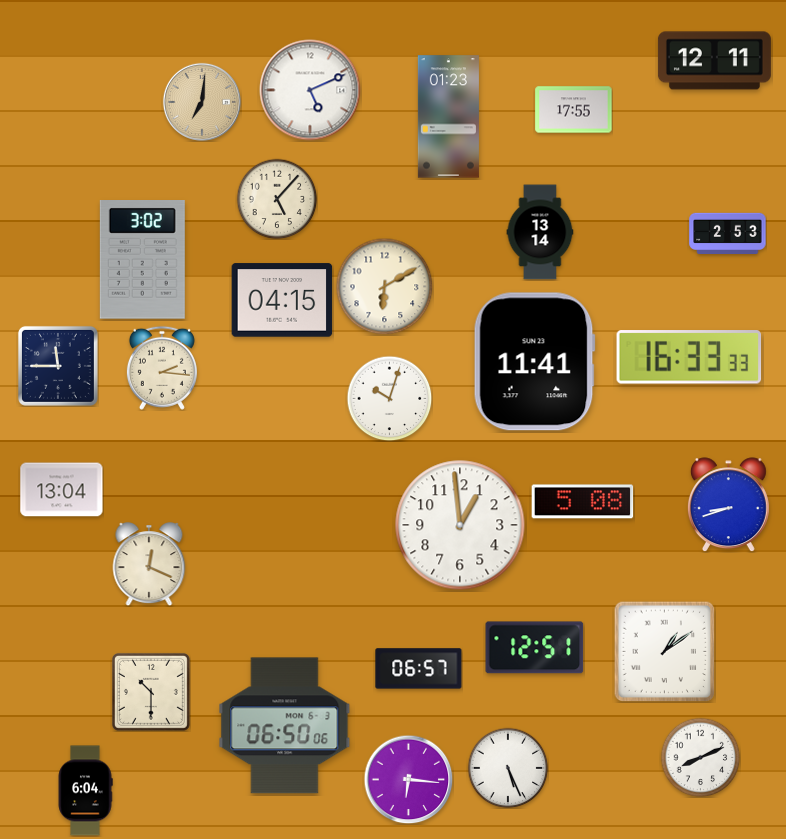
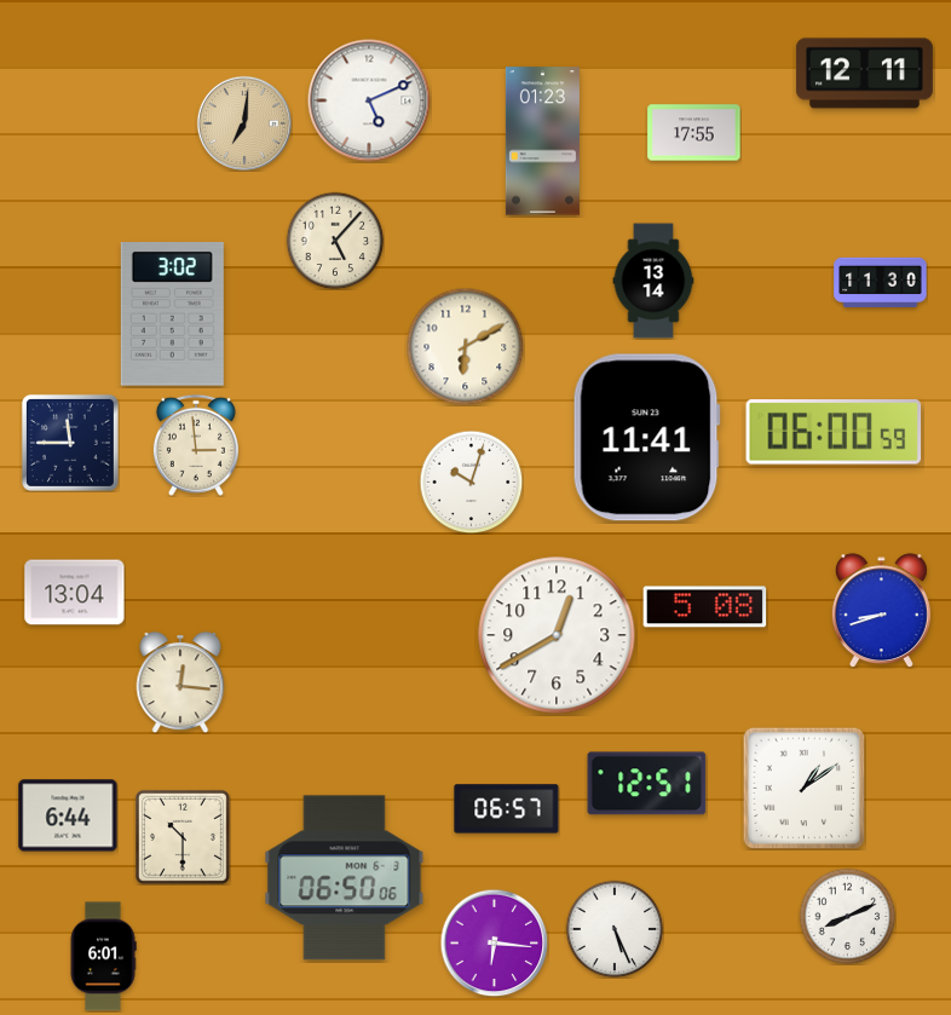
clock at (310, 90) position: (310, 90) -> (369, 100)
clock at (728, 233): 2:53 -> 11:30
clock at (282, 300): 04:15 -> none
clock at (689, 357): 16:33 -> 06:00
clock at (162, 368): 2:16 -> 2:59
clock at (460, 525): 12:59 -> 12:40
clock at (149, 564): 12:19 -> 12:16
clock at (68, 815): none -> 6:44
clock at (85, 791): 6:04 -> 6:01
